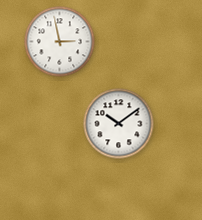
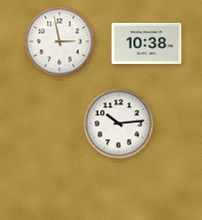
clock at (147, 43): none -> 10:38
clock at (119, 124): 10:09 -> 10:14
